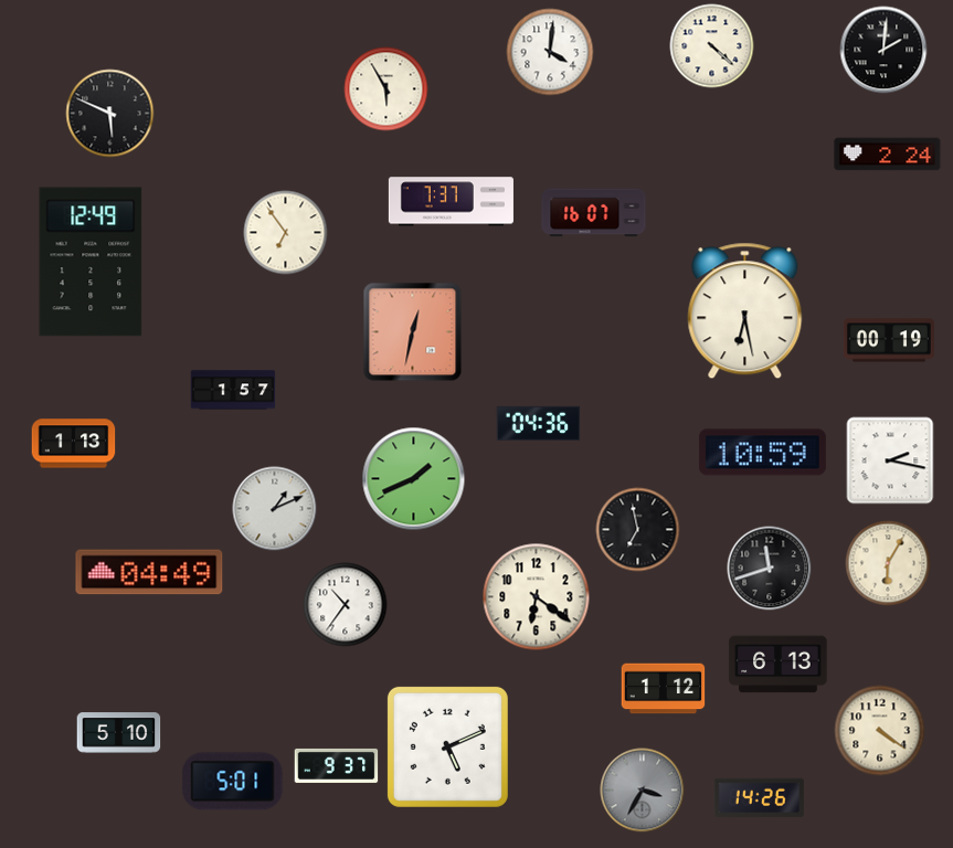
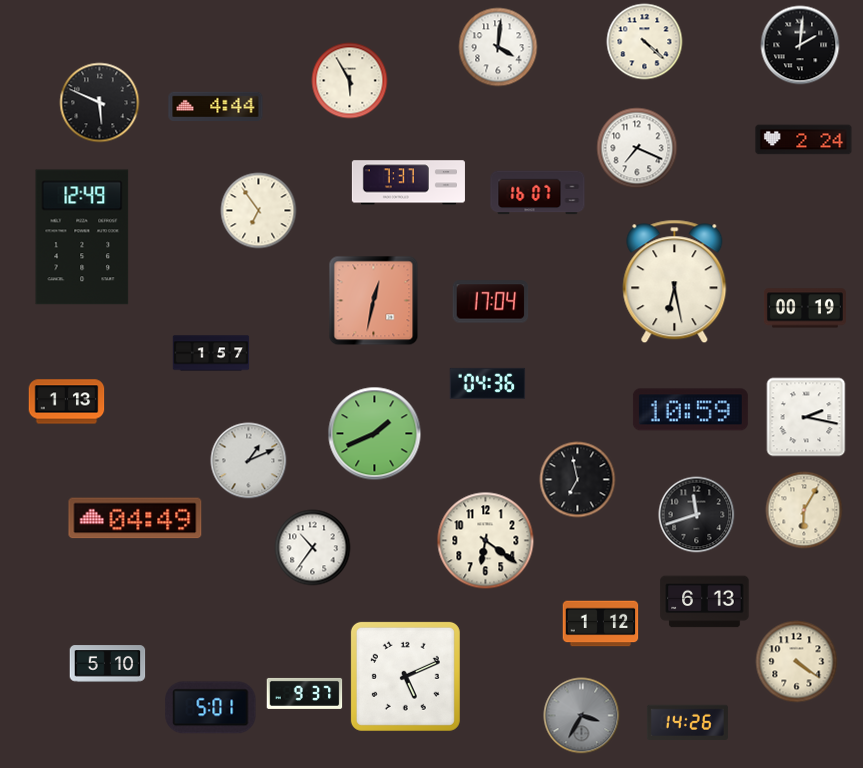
clock at (216, 107): none -> 4:44
clock at (637, 148): none -> 7:19
clock at (491, 302): none -> 17:04
